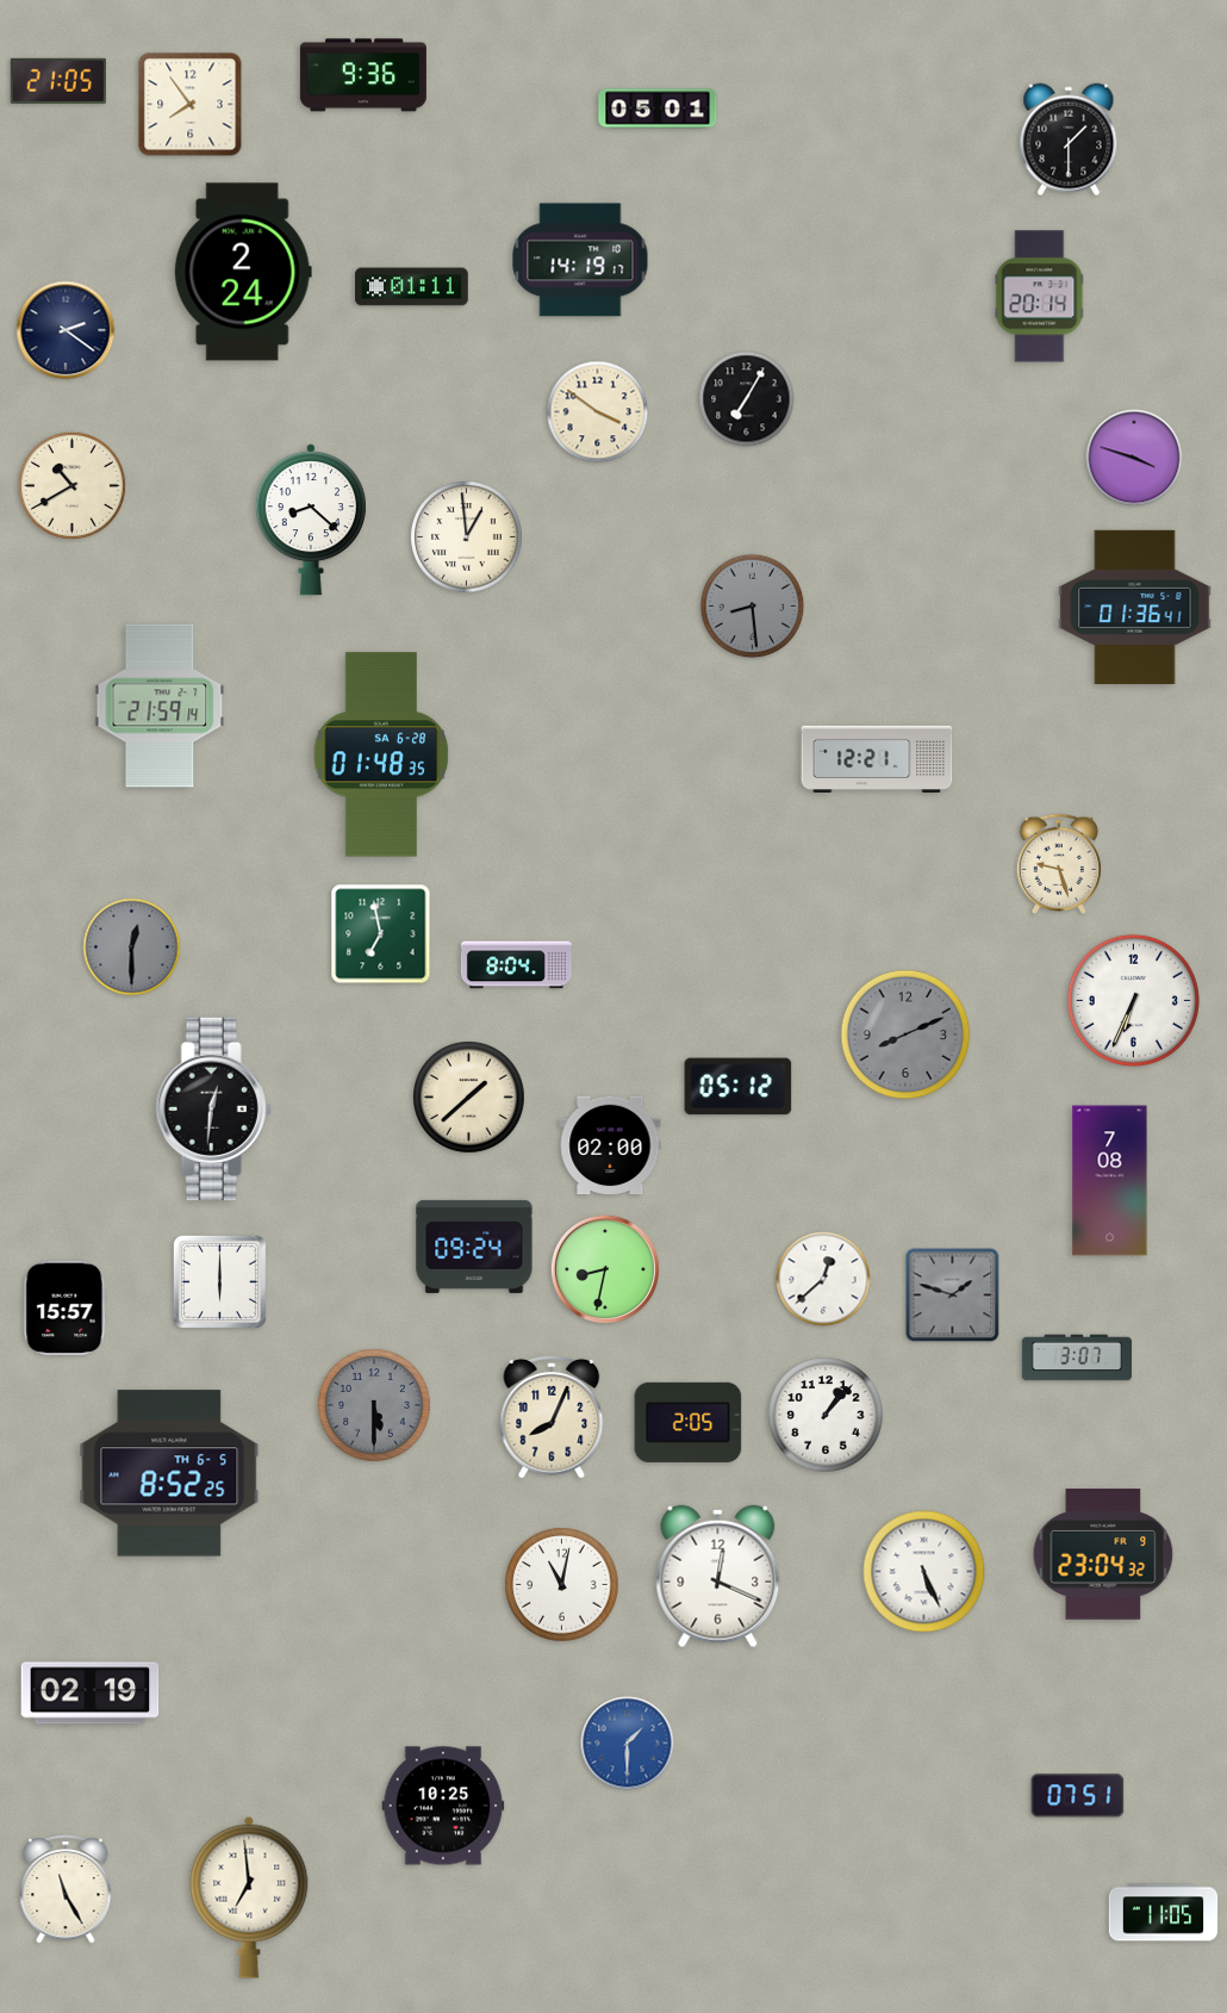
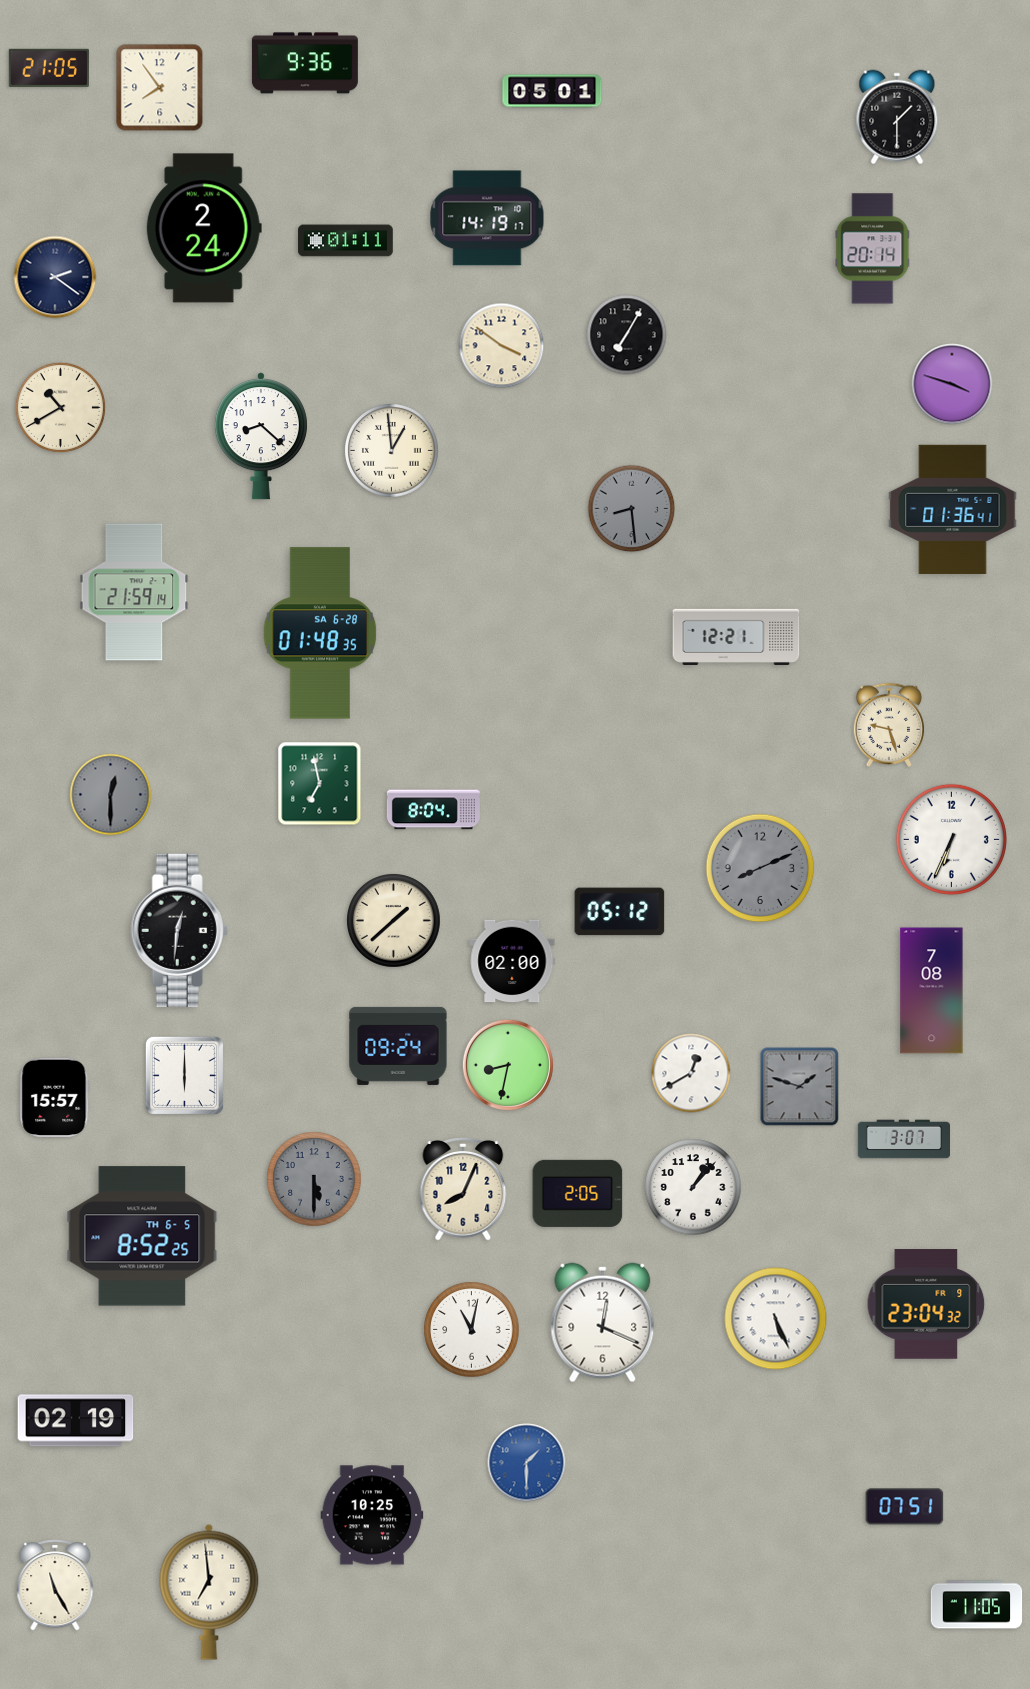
clock at (823, 1279): 12:38 -> 12:40
